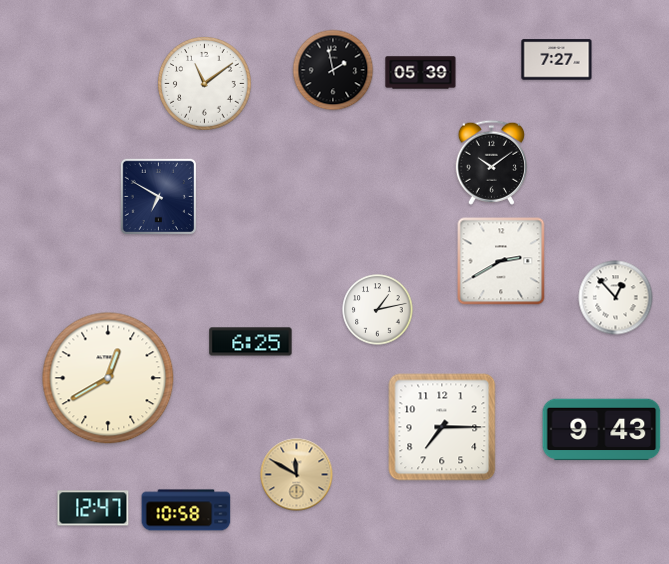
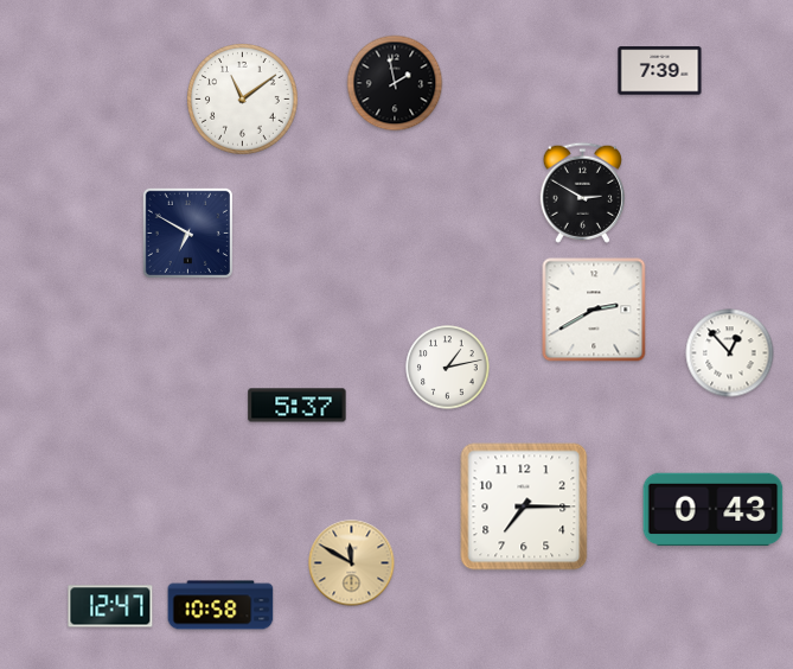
clock at (557, 60): 7:27 -> 7:39
clock at (421, 73): 05:39 -> none
clock at (491, 162): 10:09 -> 2:50
clock at (251, 342): 6:25 -> 5:37
clock at (108, 378): 12:40 -> none
clock at (602, 430): 9:43 -> 0:43
clock at (93, 508) position: (93, 508) -> (110, 606)
